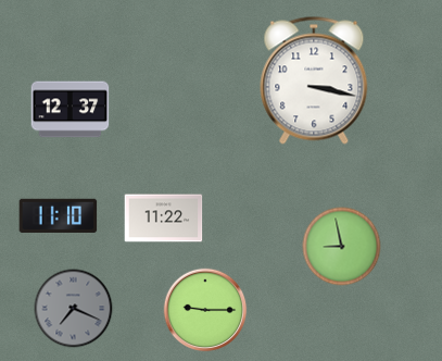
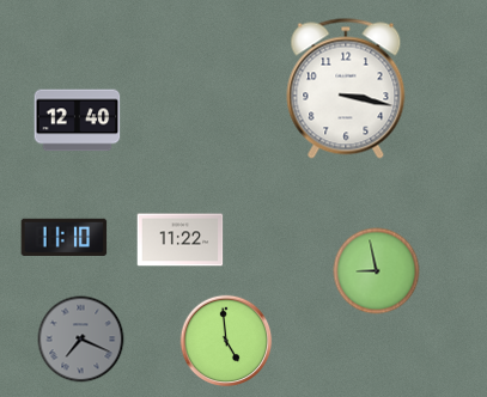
clock at (71, 110): 12:37 -> 12:40
clock at (205, 310): 9:15 -> 4:59
